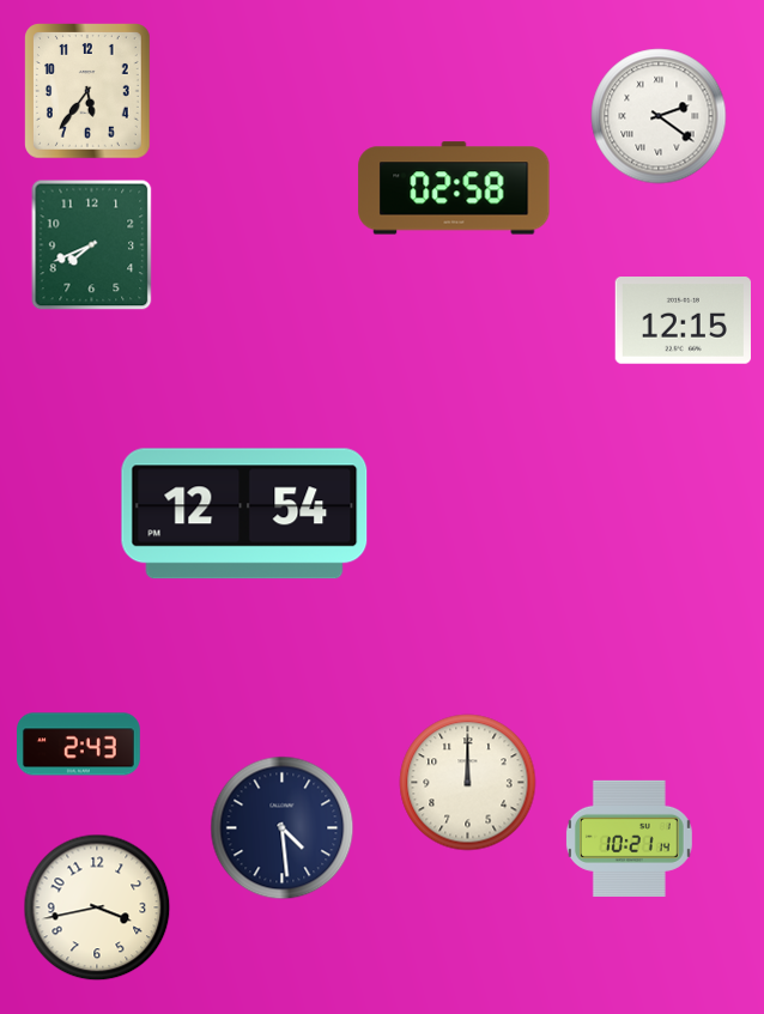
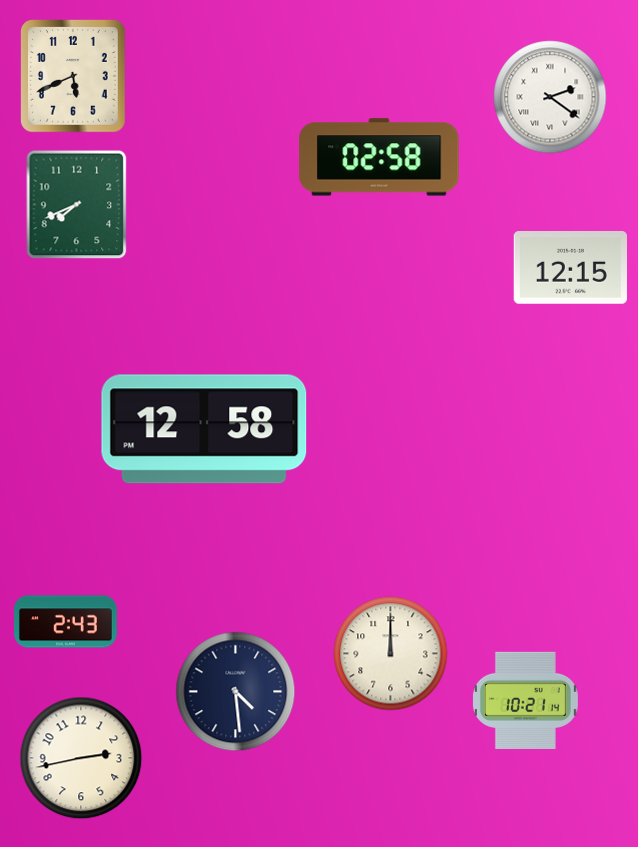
clock at (89, 92): 5:36 -> 5:41
clock at (244, 514): 12:54 -> 12:58
clock at (97, 907): 3:43 -> 2:43
